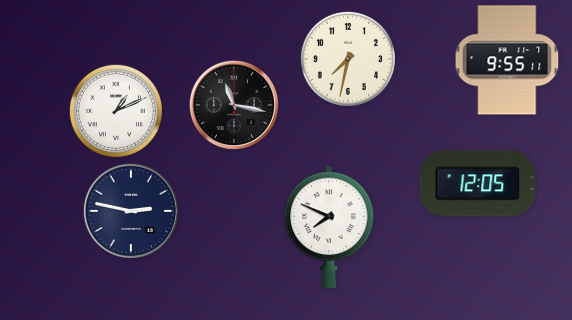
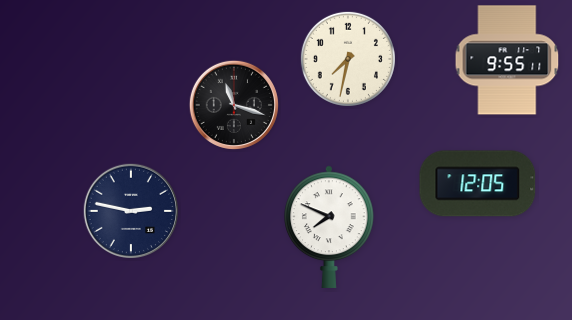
clock at (234, 105): 11:17 -> 11:18
clock at (116, 111): 1:11 -> none
